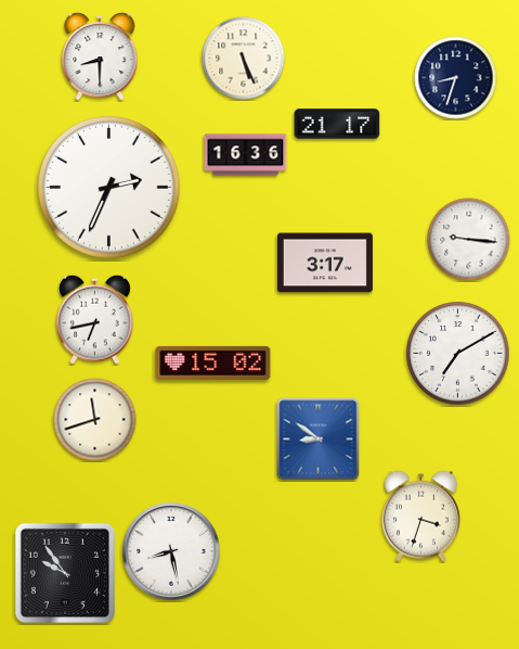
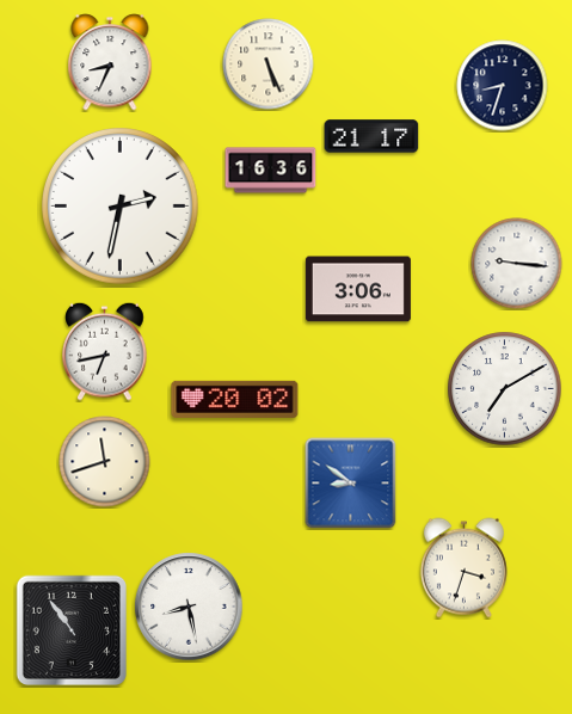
clock at (100, 56): 8:30 -> 8:34
clock at (109, 188): 2:34 -> 2:32
clock at (325, 263): 3:17 -> 3:06
clock at (213, 362): 15:02 -> 20:02
clock at (64, 572): 9:54 -> 10:54
